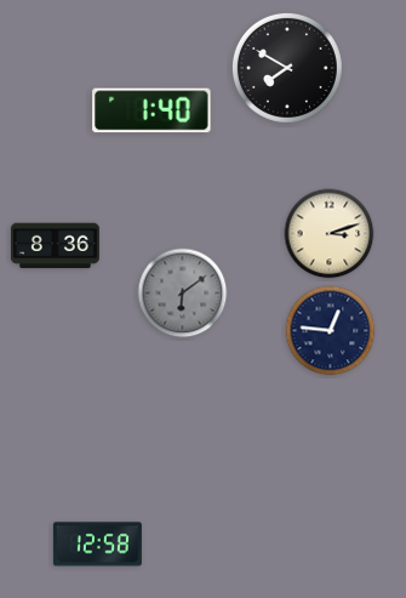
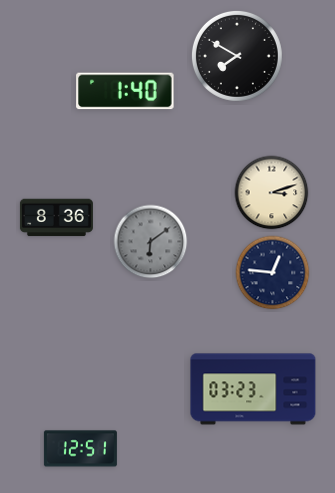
clock at (55, 246) position: (55, 246) -> (56, 218)
clock at (253, 389): none -> 03:23
clock at (97, 545): 12:58 -> 12:51
